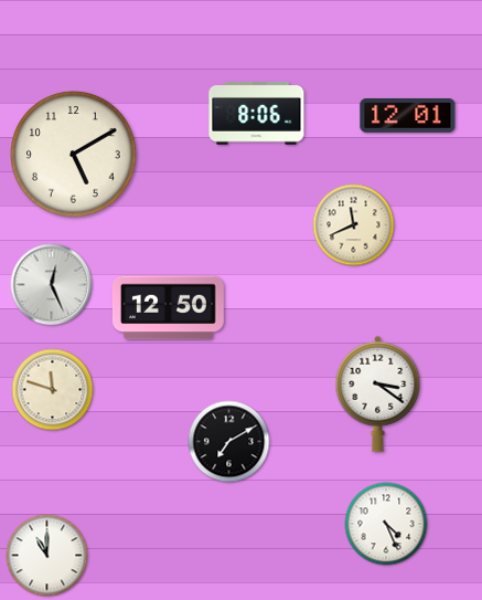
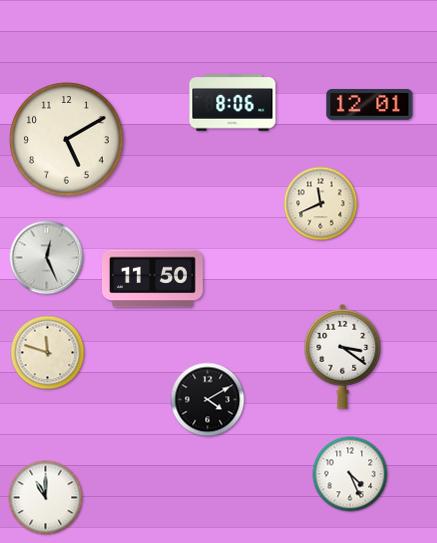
clock at (169, 308): 12:50 -> 11:50
clock at (229, 442): 7:10 -> 4:10
clock at (47, 556) position: (47, 556) -> (46, 498)
